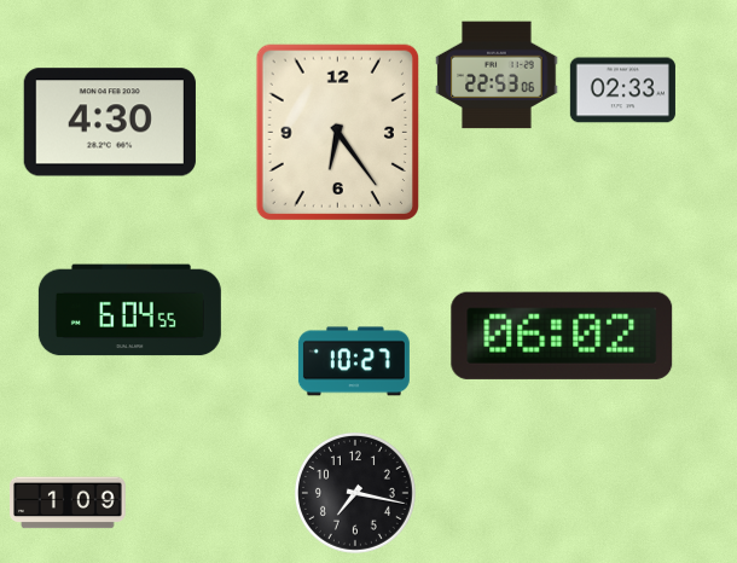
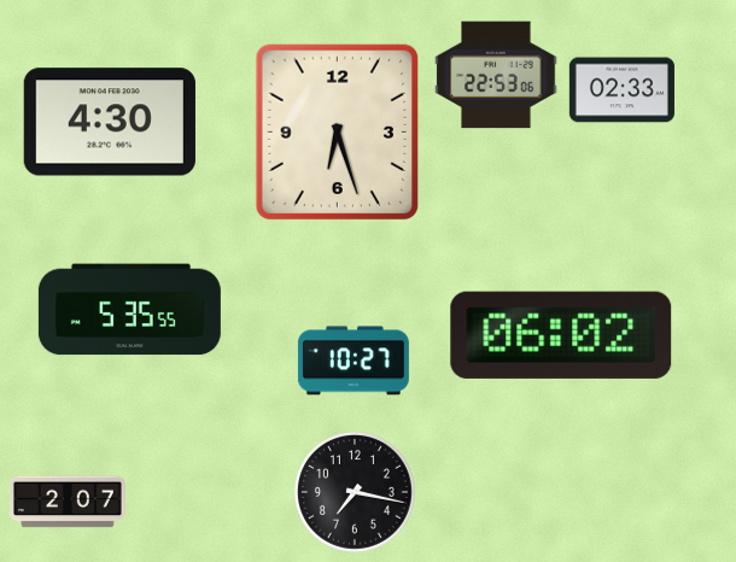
clock at (337, 133): 6:24 -> 6:27
clock at (129, 310): 6:04 -> 5:35
clock at (69, 503): 1:09 -> 2:07
